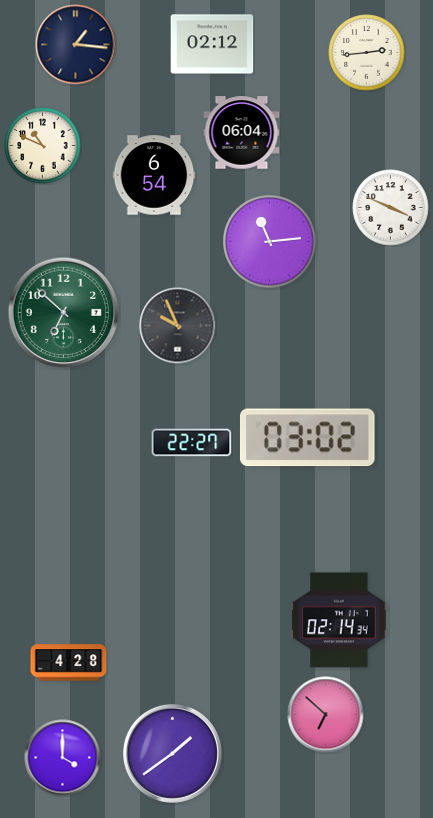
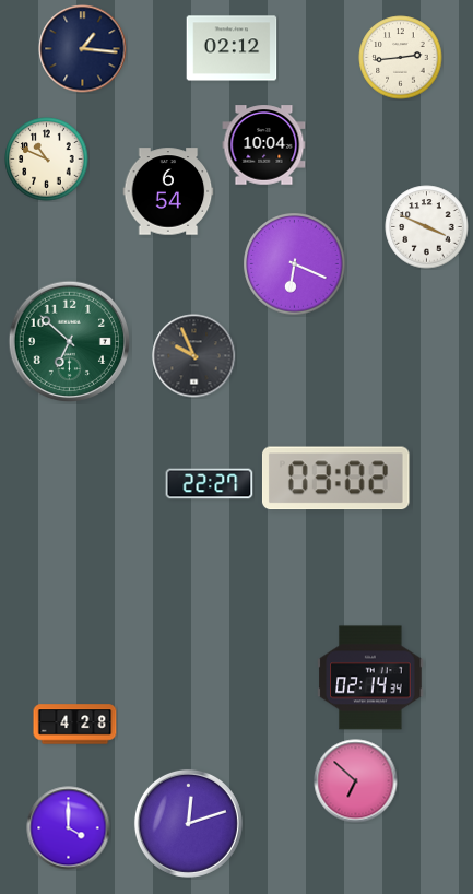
clock at (242, 133): 06:04 -> 10:04
clock at (270, 242): 11:14 -> 6:19
clock at (172, 753): 1:39 -> 12:12
